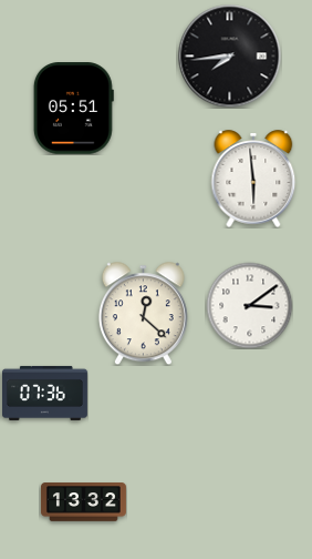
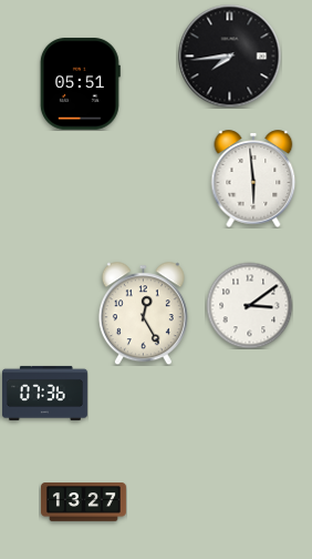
clock at (73, 109) position: (73, 109) -> (80, 84)
clock at (143, 313): 12:22 -> 12:25
clock at (83, 502): 13:32 -> 13:27
